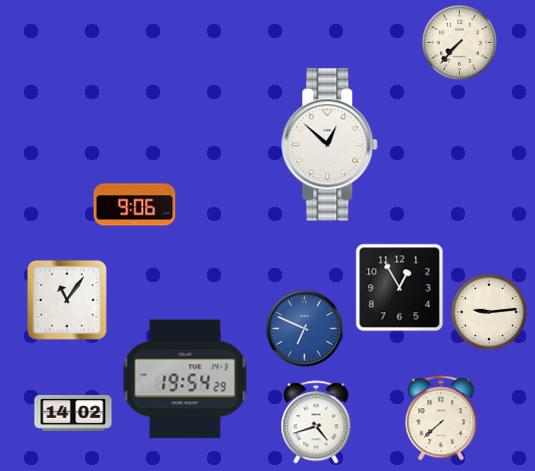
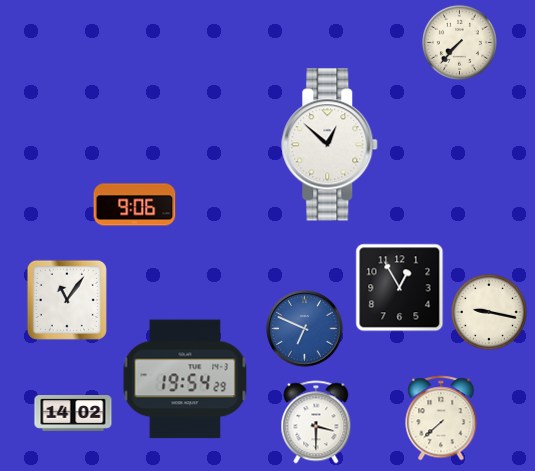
clock at (489, 312): 9:14 -> 9:17
clock at (316, 422): 4:42 -> 3:30
